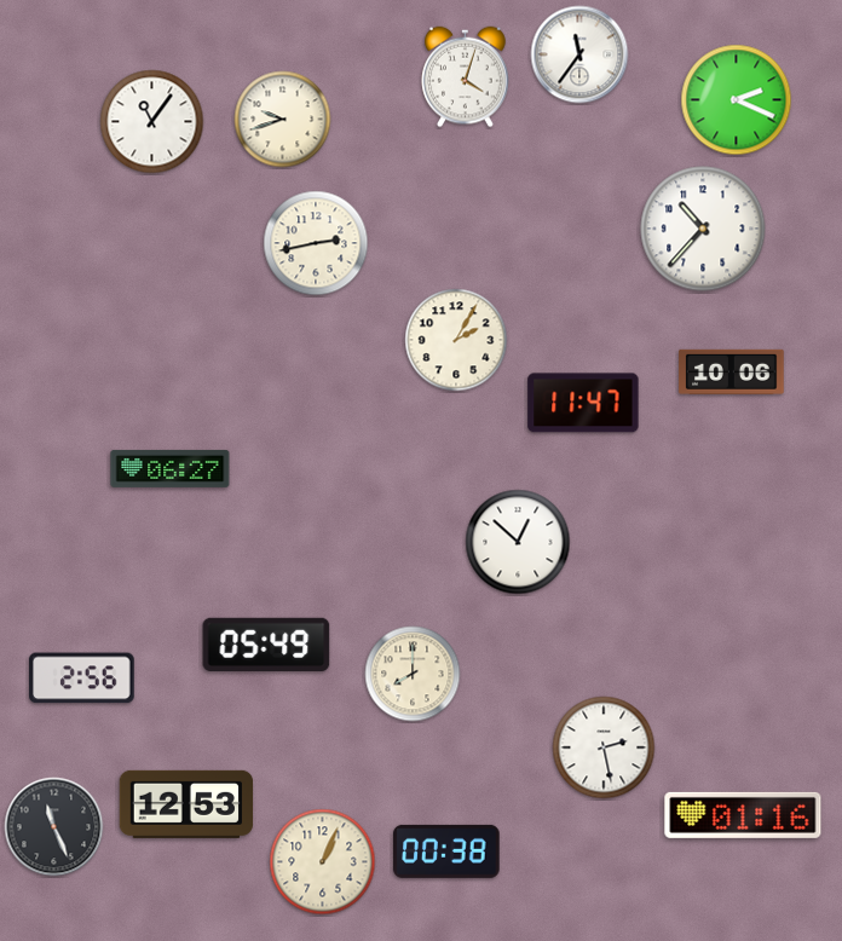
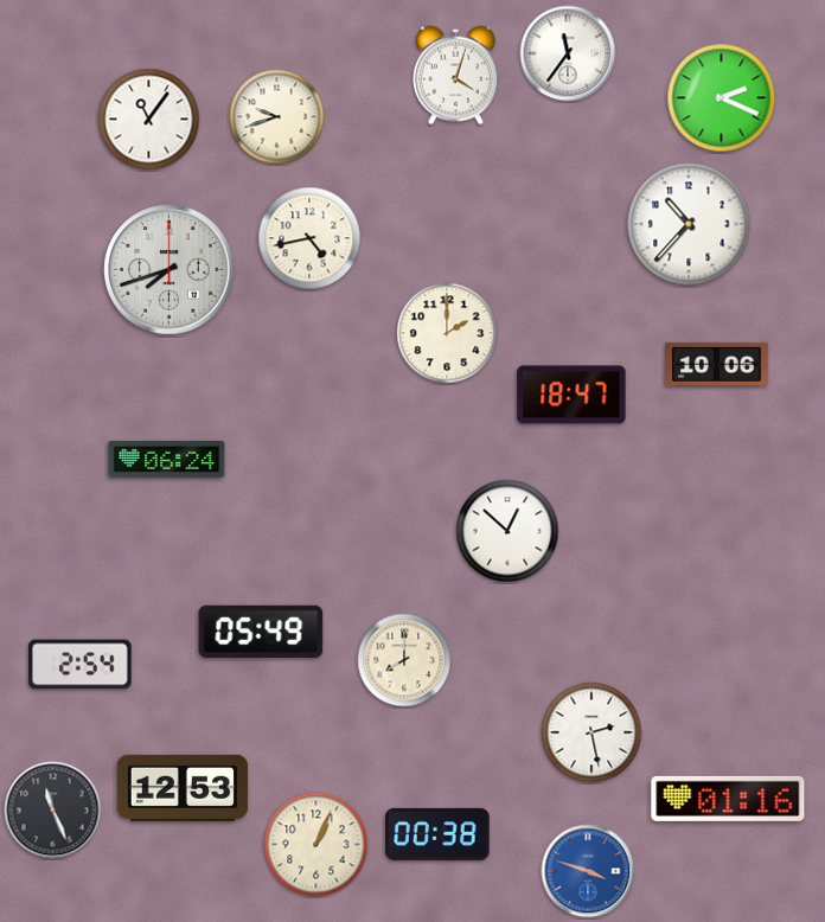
clock at (316, 243): 2:43 -> 4:43
clock at (170, 270): none -> 7:42
clock at (456, 340): 2:05 -> 2:00
clock at (583, 403): 11:47 -> 18:47
clock at (171, 468): 06:27 -> 06:24
clock at (82, 679): 2:56 -> 2:54
clock at (588, 871): none -> 3:48
